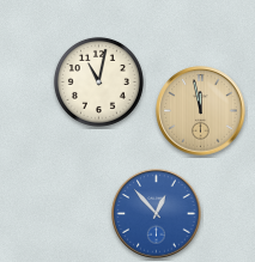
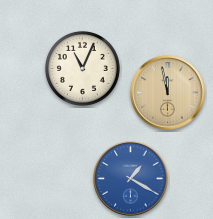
clock at (98, 81): 11:02 -> 11:04
clock at (157, 214): 12:53 -> 1:20
